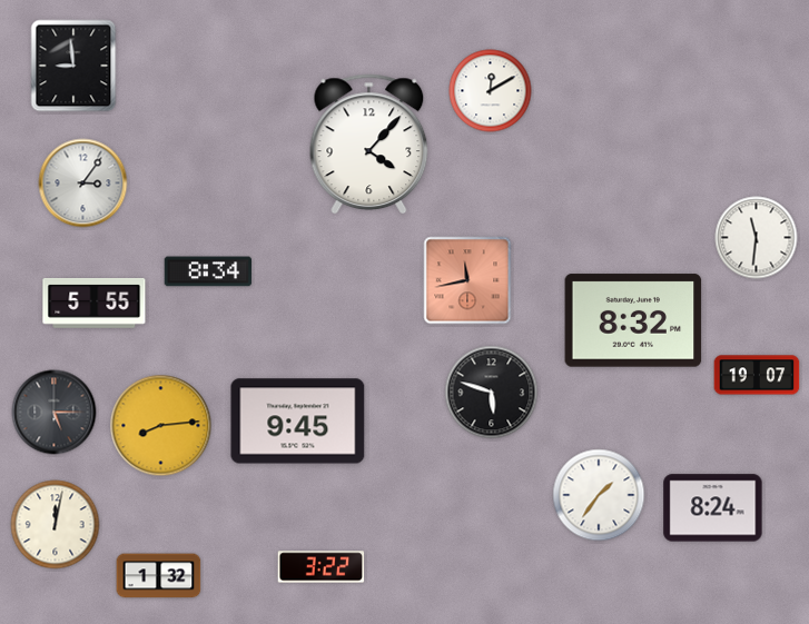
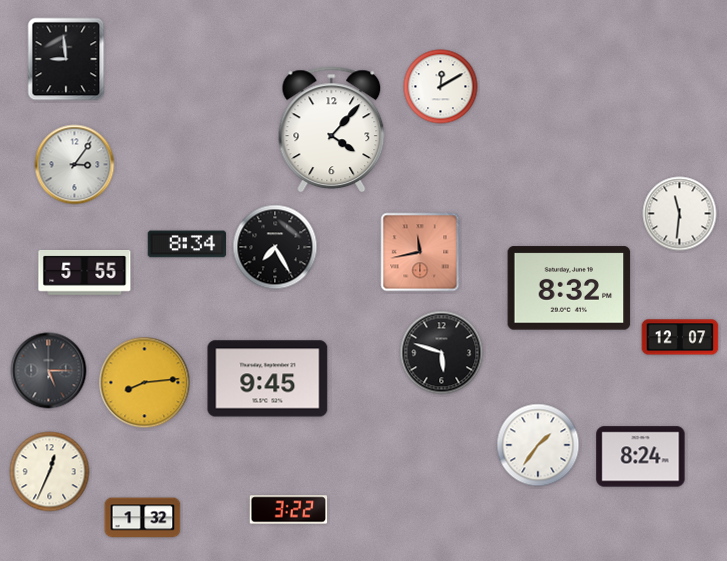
clock at (491, 91) position: (491, 91) -> (441, 87)
clock at (275, 247): none -> 7:25
clock at (757, 375): 19:07 -> 12:07
clock at (56, 525): 12:02 -> 12:34
